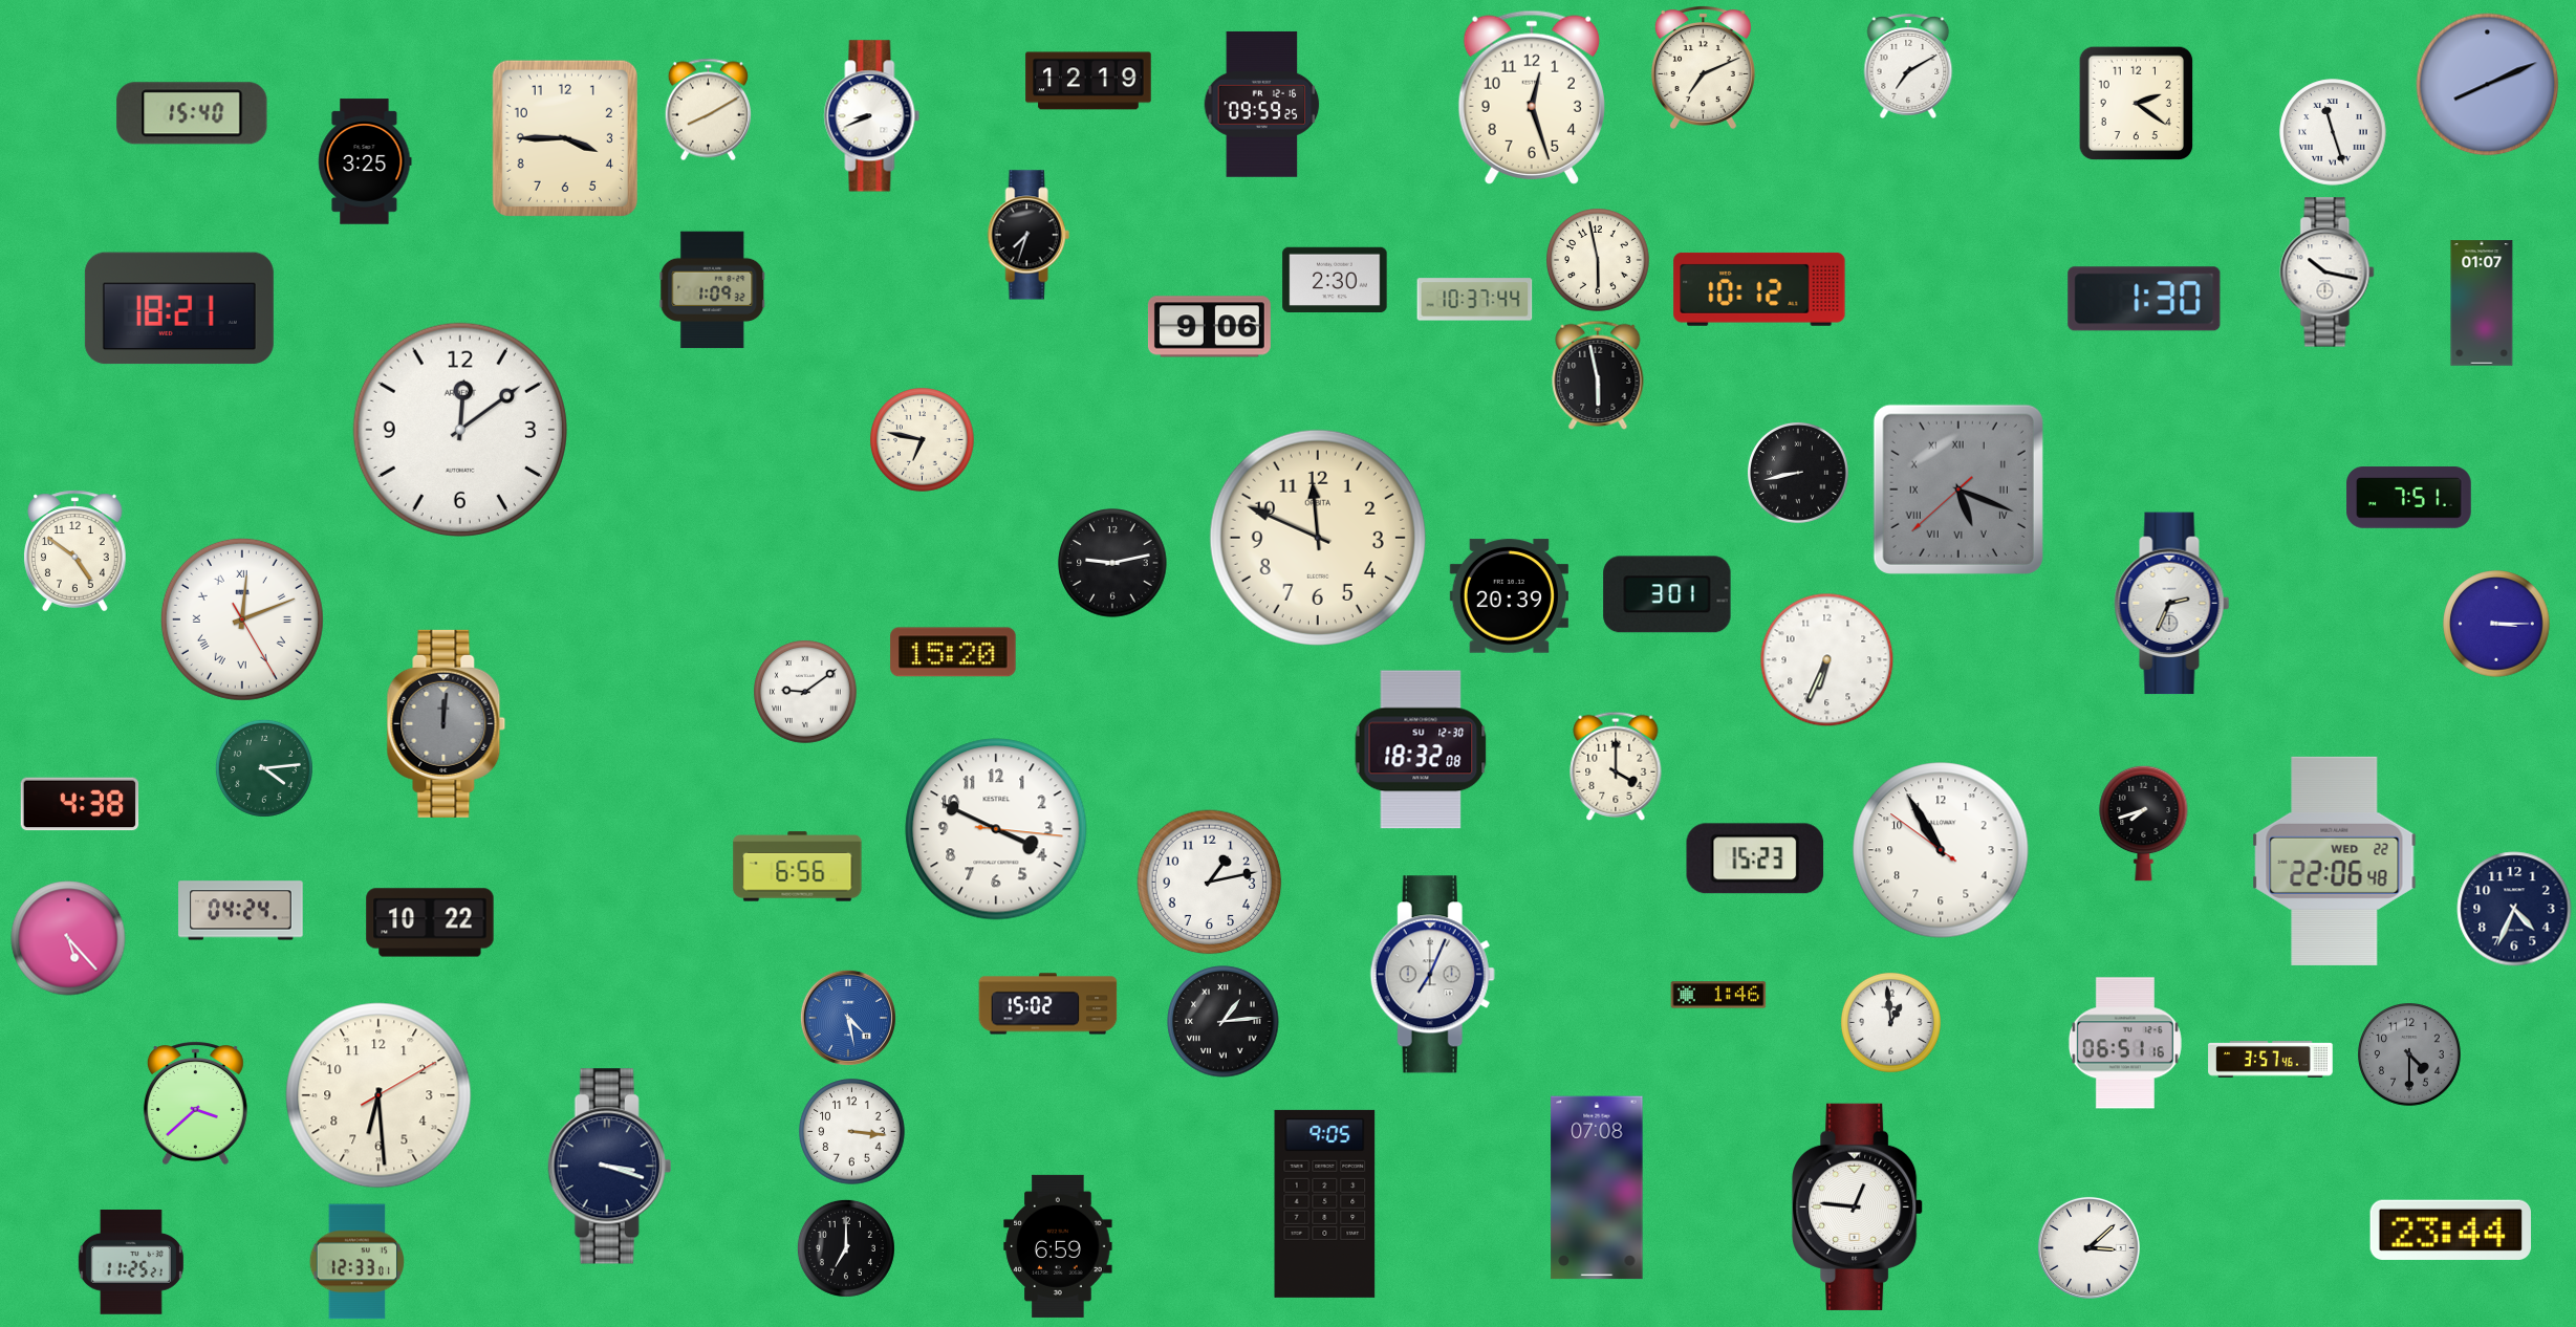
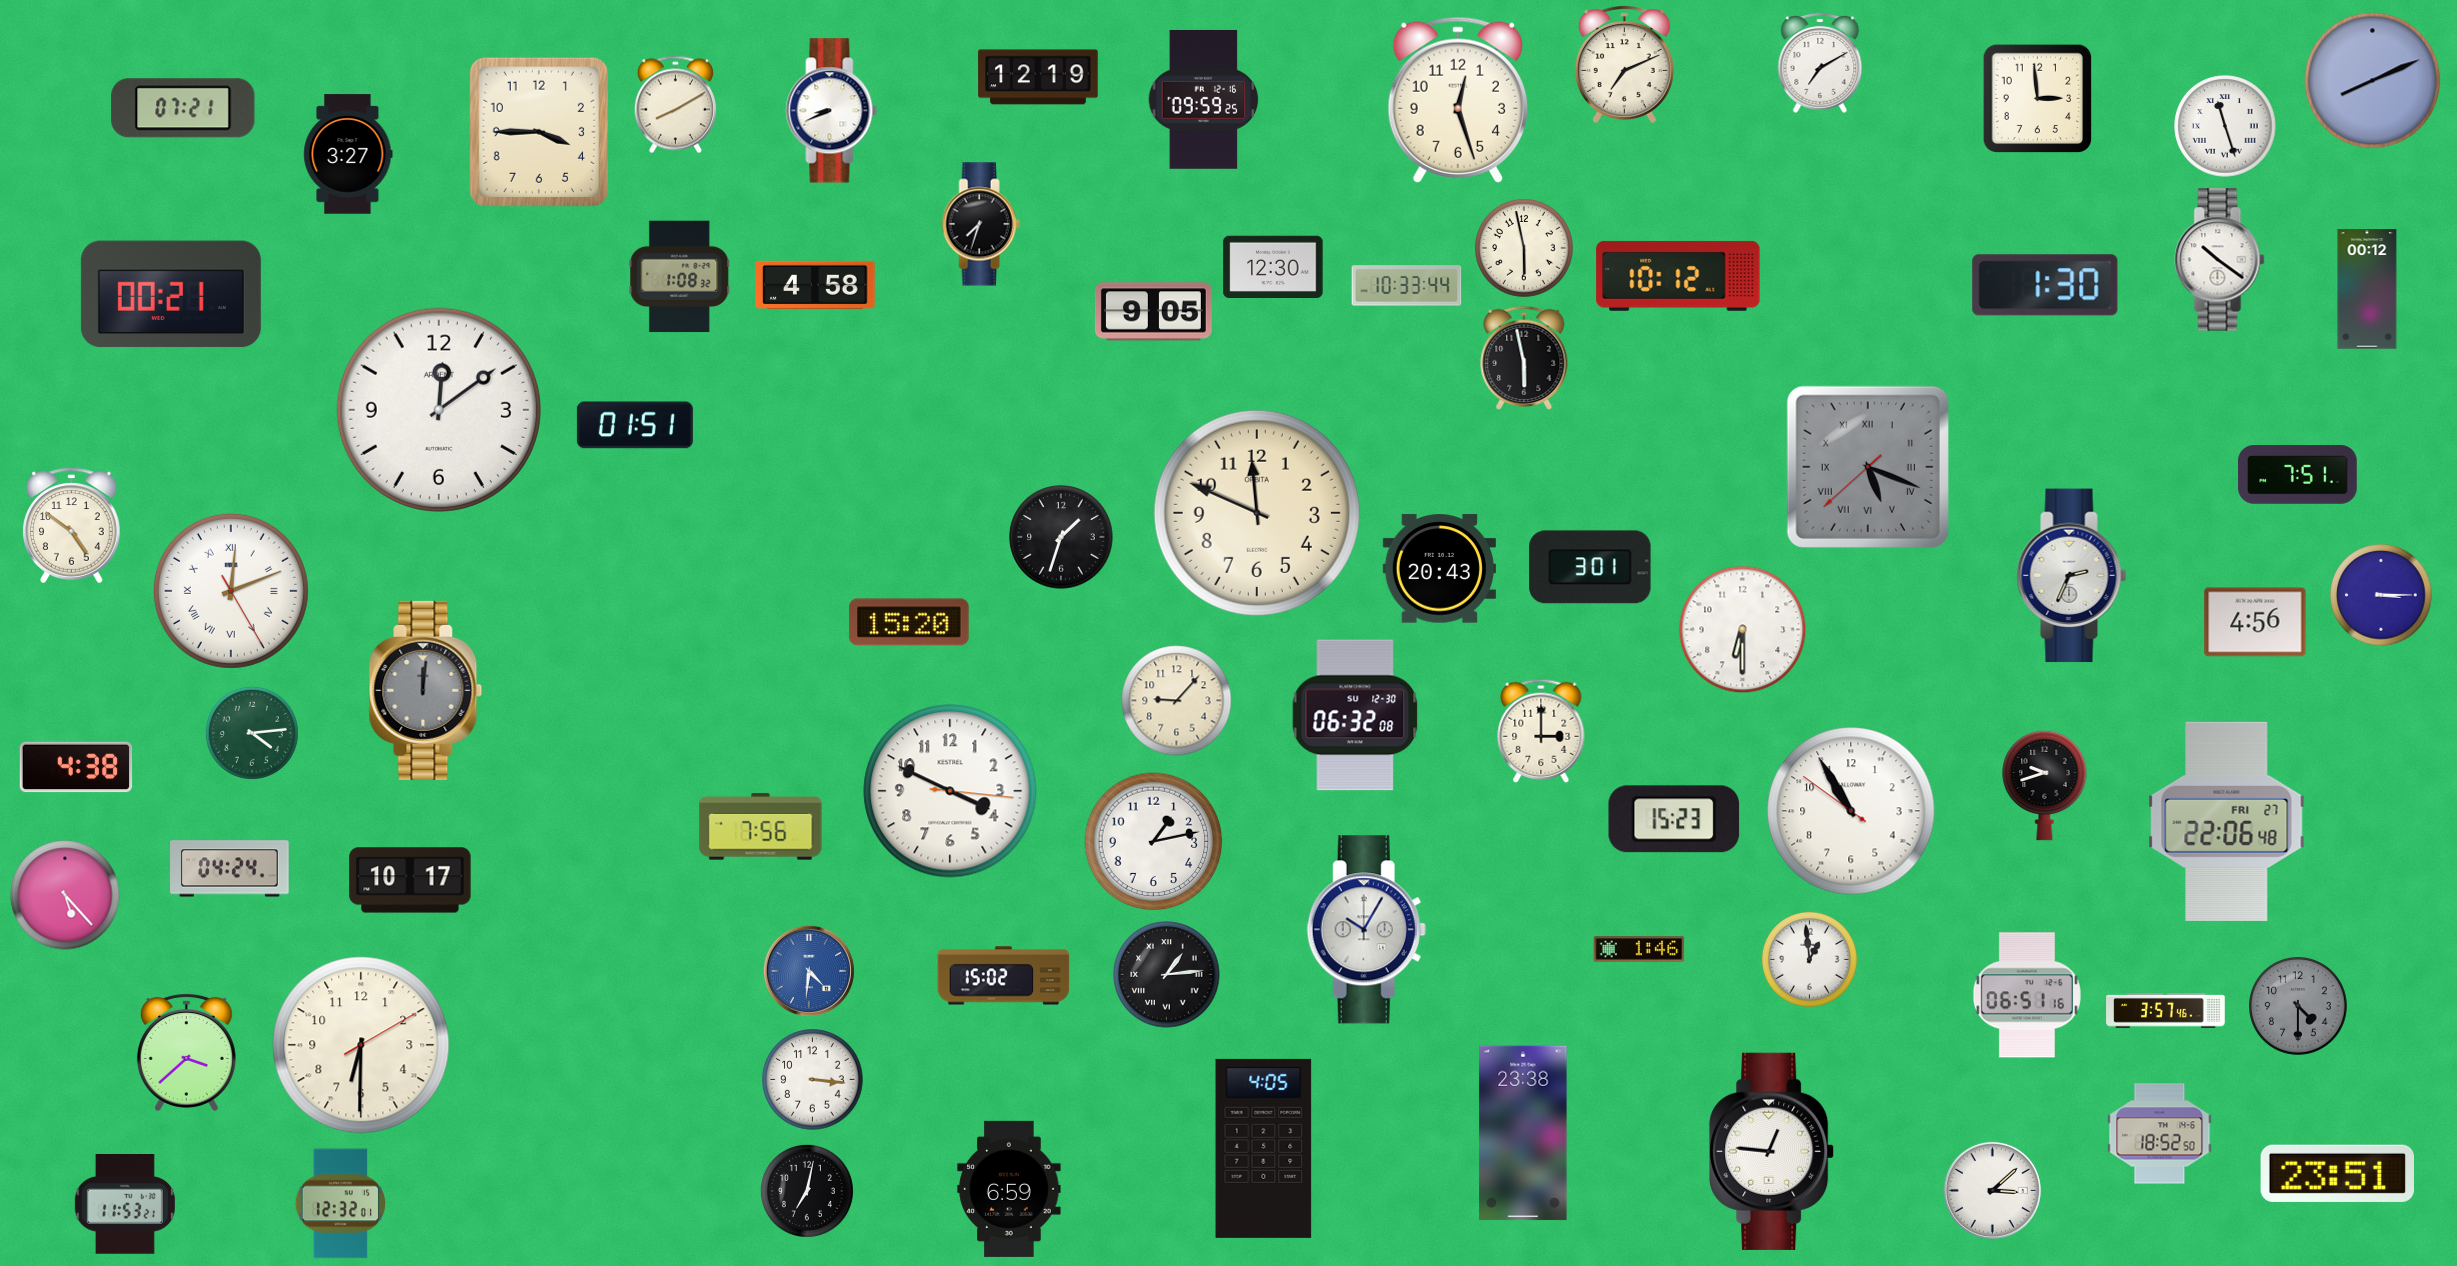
clock at (1532, 97) position: (1532, 97) -> (1458, 100)
clock at (2137, 104): 2:21 -> 2:59
clock at (192, 113): 15:40 -> 07:21
clock at (365, 161): 3:25 -> 3:27
clock at (2328, 273): 10:17 -> 10:21
clock at (1335, 280): 2:30 -> 12:30
clock at (713, 290): 1:09 -> 1:08
clock at (815, 285): none -> 4:58
clock at (1475, 300): 10:37 -> 10:33
clock at (2482, 303): 01:07 -> 00:12
clock at (179, 308): 18:21 -> 00:21
clock at (1209, 327): 9:06 -> 9:05
clock at (923, 440): 6:47 -> none
clock at (635, 425): none -> 01:51
clock at (1798, 473): 8:43 -> none
clock at (1112, 563): 9:13 -> 1:33
clock at (1509, 596): 20:39 -> 20:43
clock at (2255, 622): none -> 4:56
clock at (1827, 660): 6:34 -> 6:30
clock at (806, 693): 9:09 -> none
clock at (1177, 701): none -> 9:07
clock at (1421, 749): 18:32 -> 06:32
clock at (1616, 766): 4:00 -> 3:00
clock at (2144, 823): 7:42 -> 9:42
clock at (2335, 861) date: WED 22 -> FRI 27
clock at (798, 867): 6:56 -> 7:56
clock at (2514, 909): 4:34 -> none
clock at (430, 922): 10:22 -> 10:17
clock at (1432, 975): 7:04 -> 10:05
clock at (1048, 1004) position: (1048, 1004) -> (1004, 976)
clock at (848, 1018): 4:28 -> 4:31
clock at (1890, 1022) position: (1890, 1022) -> (1809, 959)
clock at (378, 1095): 6:29 -> 6:30
clock at (610, 1167): 3:18 -> none
clock at (1597, 1188): 07:08 -> 23:38
clock at (2160, 1134): none -> 18:52
clock at (1325, 1203): 9:05 -> 4:05
clock at (2450, 1230): 23:44 -> 23:51
clock at (846, 1248): 7:00 -> 7:02
clock at (356, 1262): 12:33 -> 12:32
clock at (131, 1263): 11:25 -> 11:53
